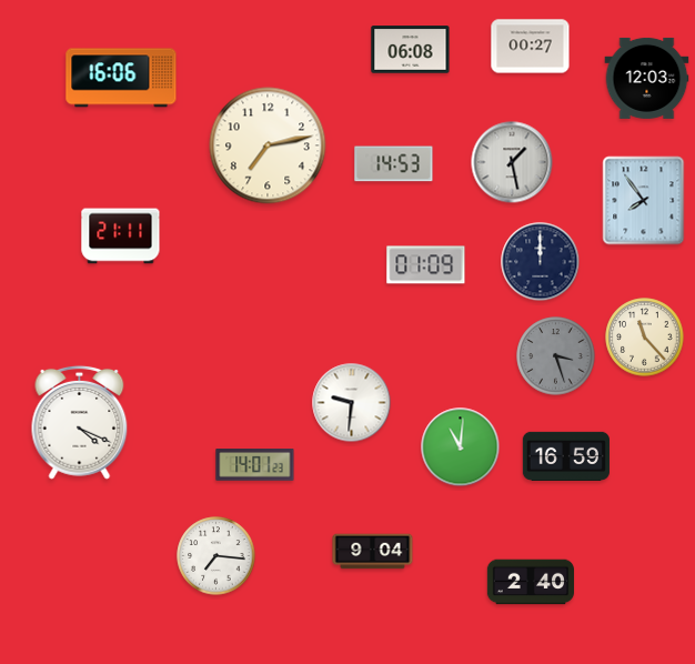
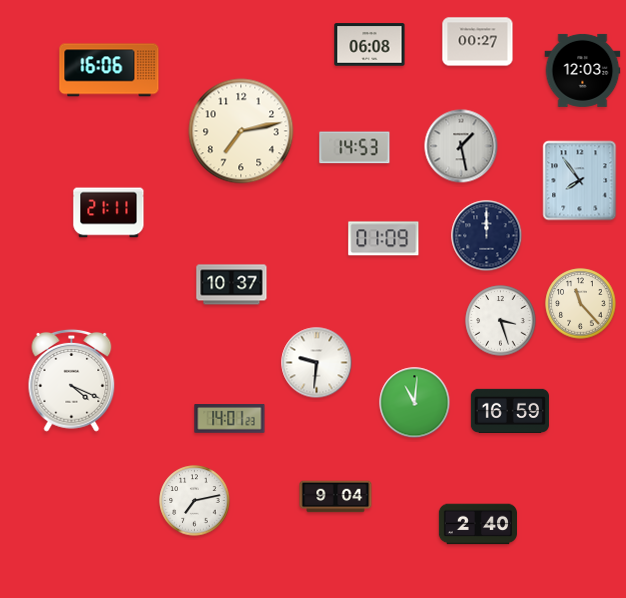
clock at (232, 285): none -> 10:37
clock at (556, 356) dial: grey -> white
clock at (216, 556): 7:16 -> 7:13
